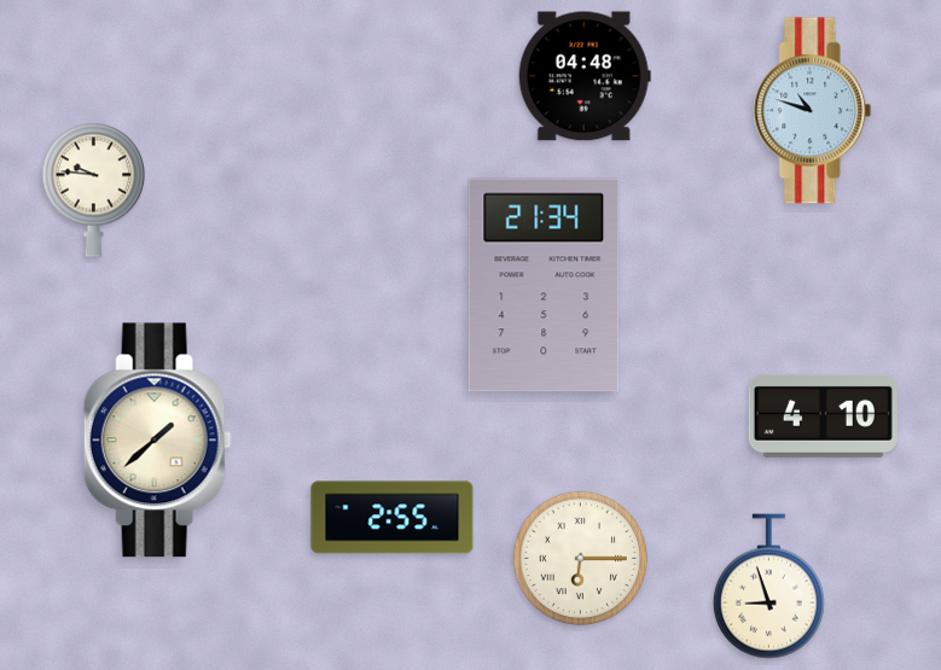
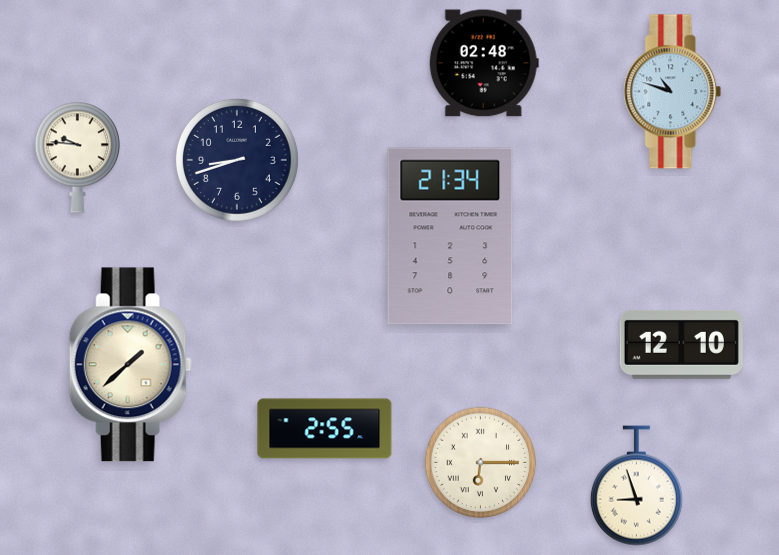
clock at (585, 76): 04:48 -> 02:48
clock at (237, 160): none -> 8:42
clock at (823, 415): 4:10 -> 12:10
